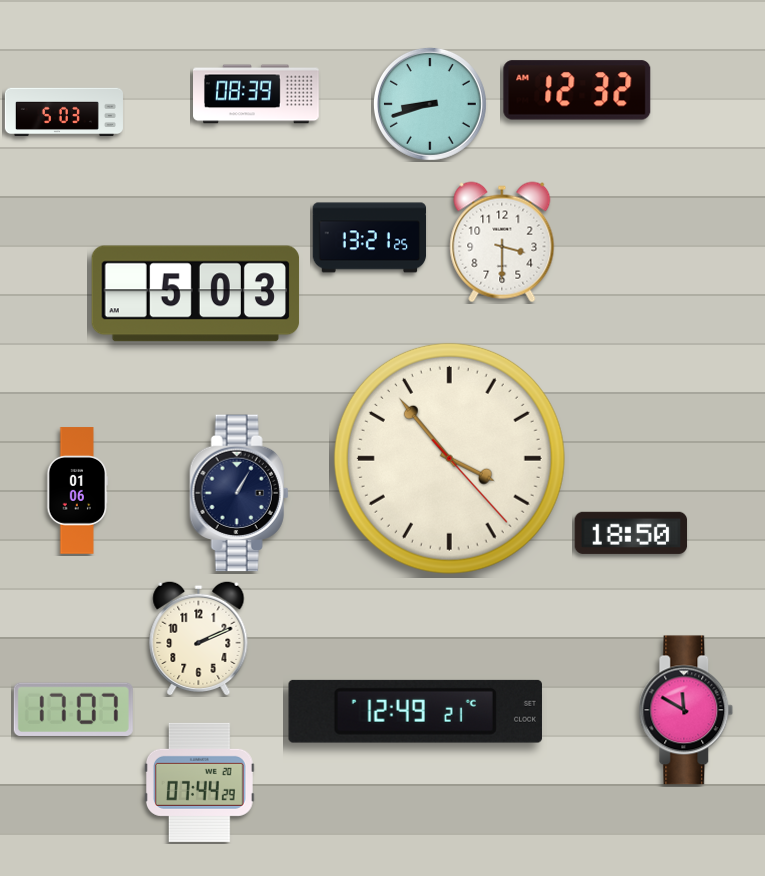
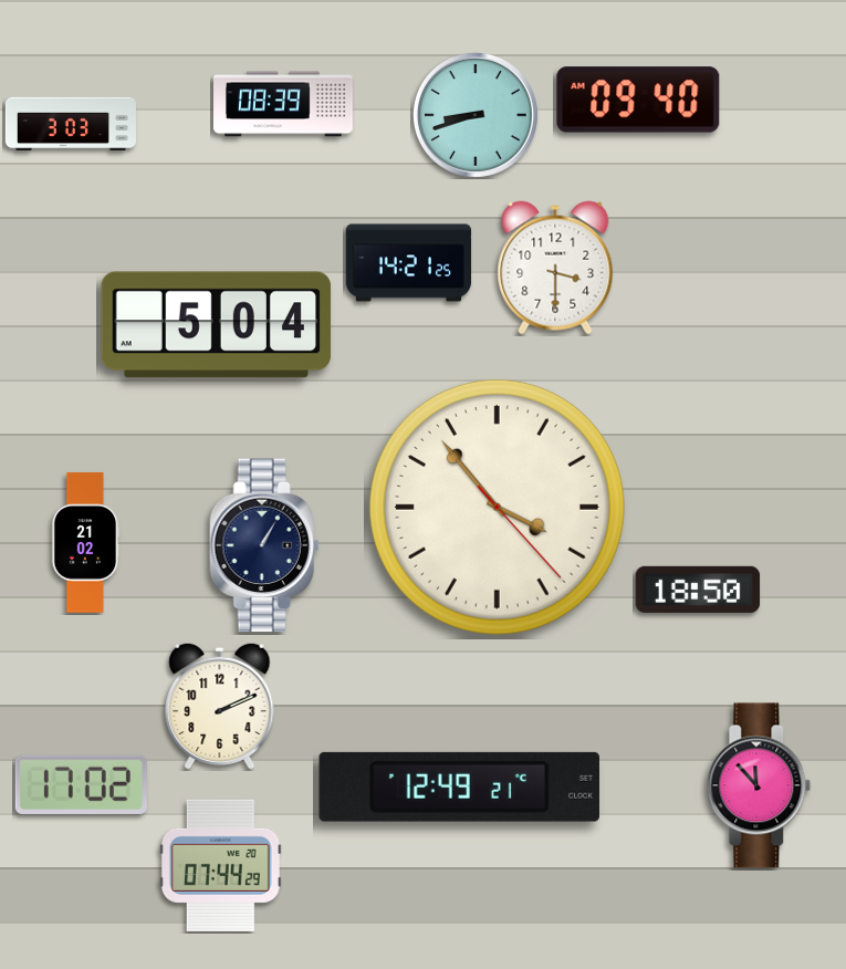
clock at (577, 90): 12:32 -> 09:40
clock at (64, 112): 5:03 -> 3:03
clock at (370, 238): 13:21 -> 14:21
clock at (196, 294): 5:03 -> 5:04
clock at (78, 491): 01:06 -> 21:02
clock at (73, 709): 17:07 -> 17:02
clock at (686, 710): 11:50 -> 11:53
